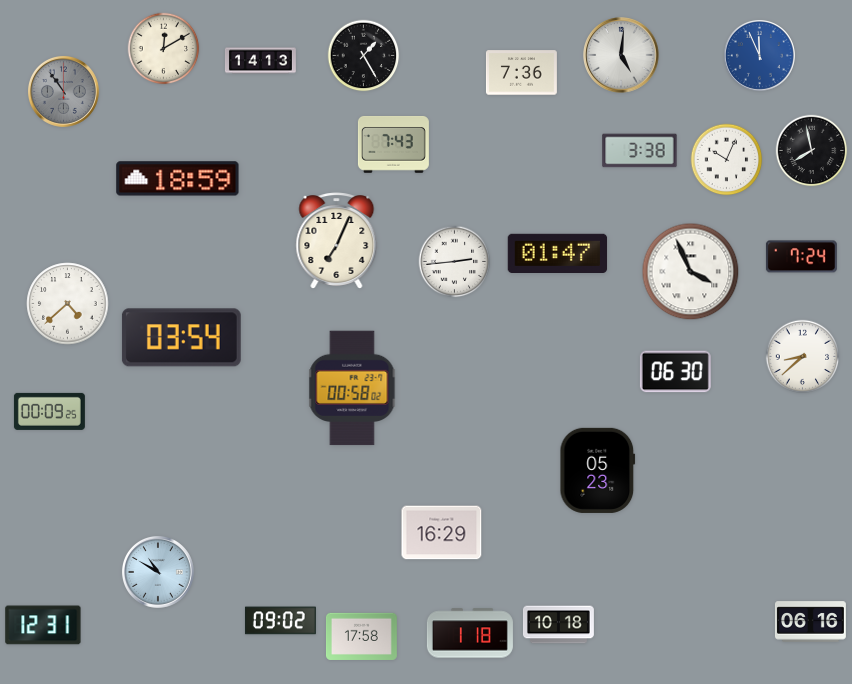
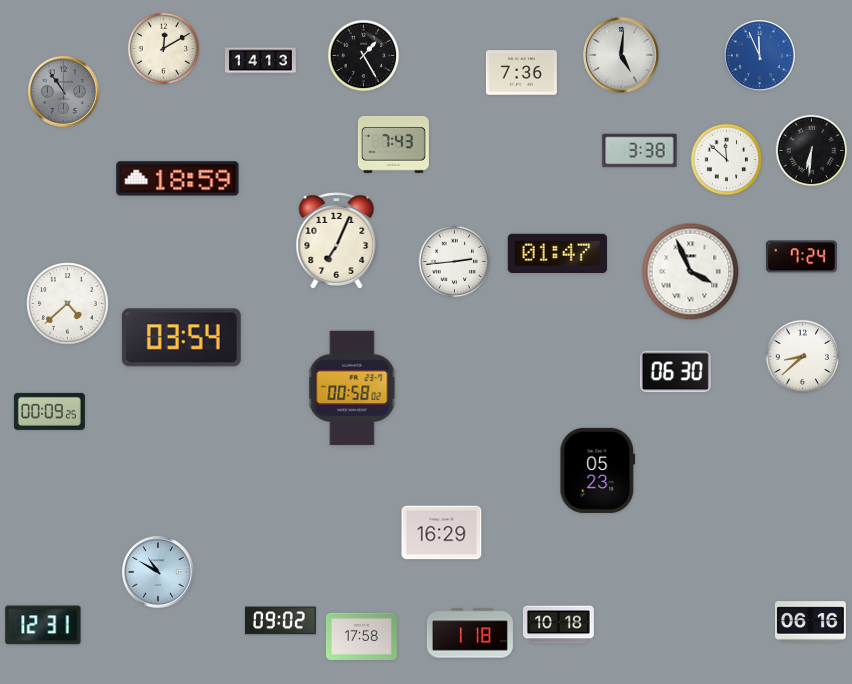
clock at (812, 151): 7:58 -> 6:31
clock at (727, 160): 10:04 -> 11:52
